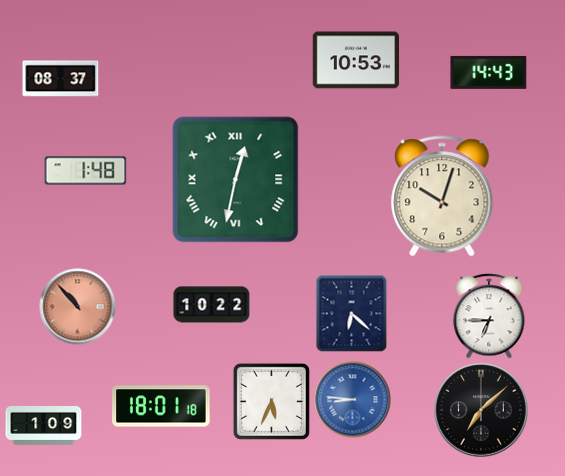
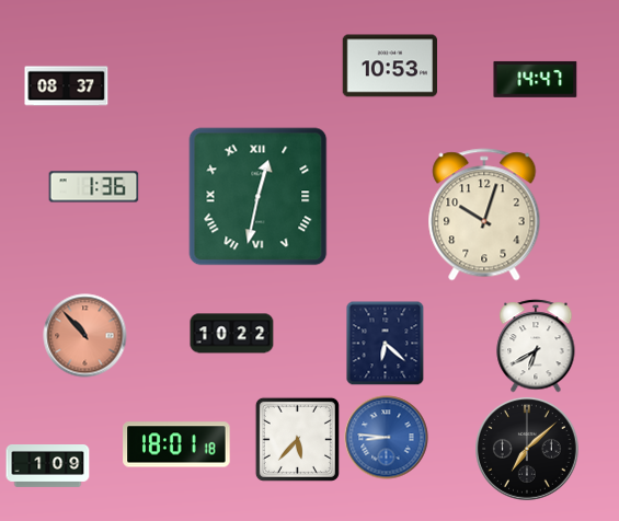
clock at (489, 72): 14:43 -> 14:47
clock at (86, 171): 1:48 -> 1:36
clock at (489, 316): 6:45 -> 6:40
clock at (271, 401): 5:34 -> 5:37
